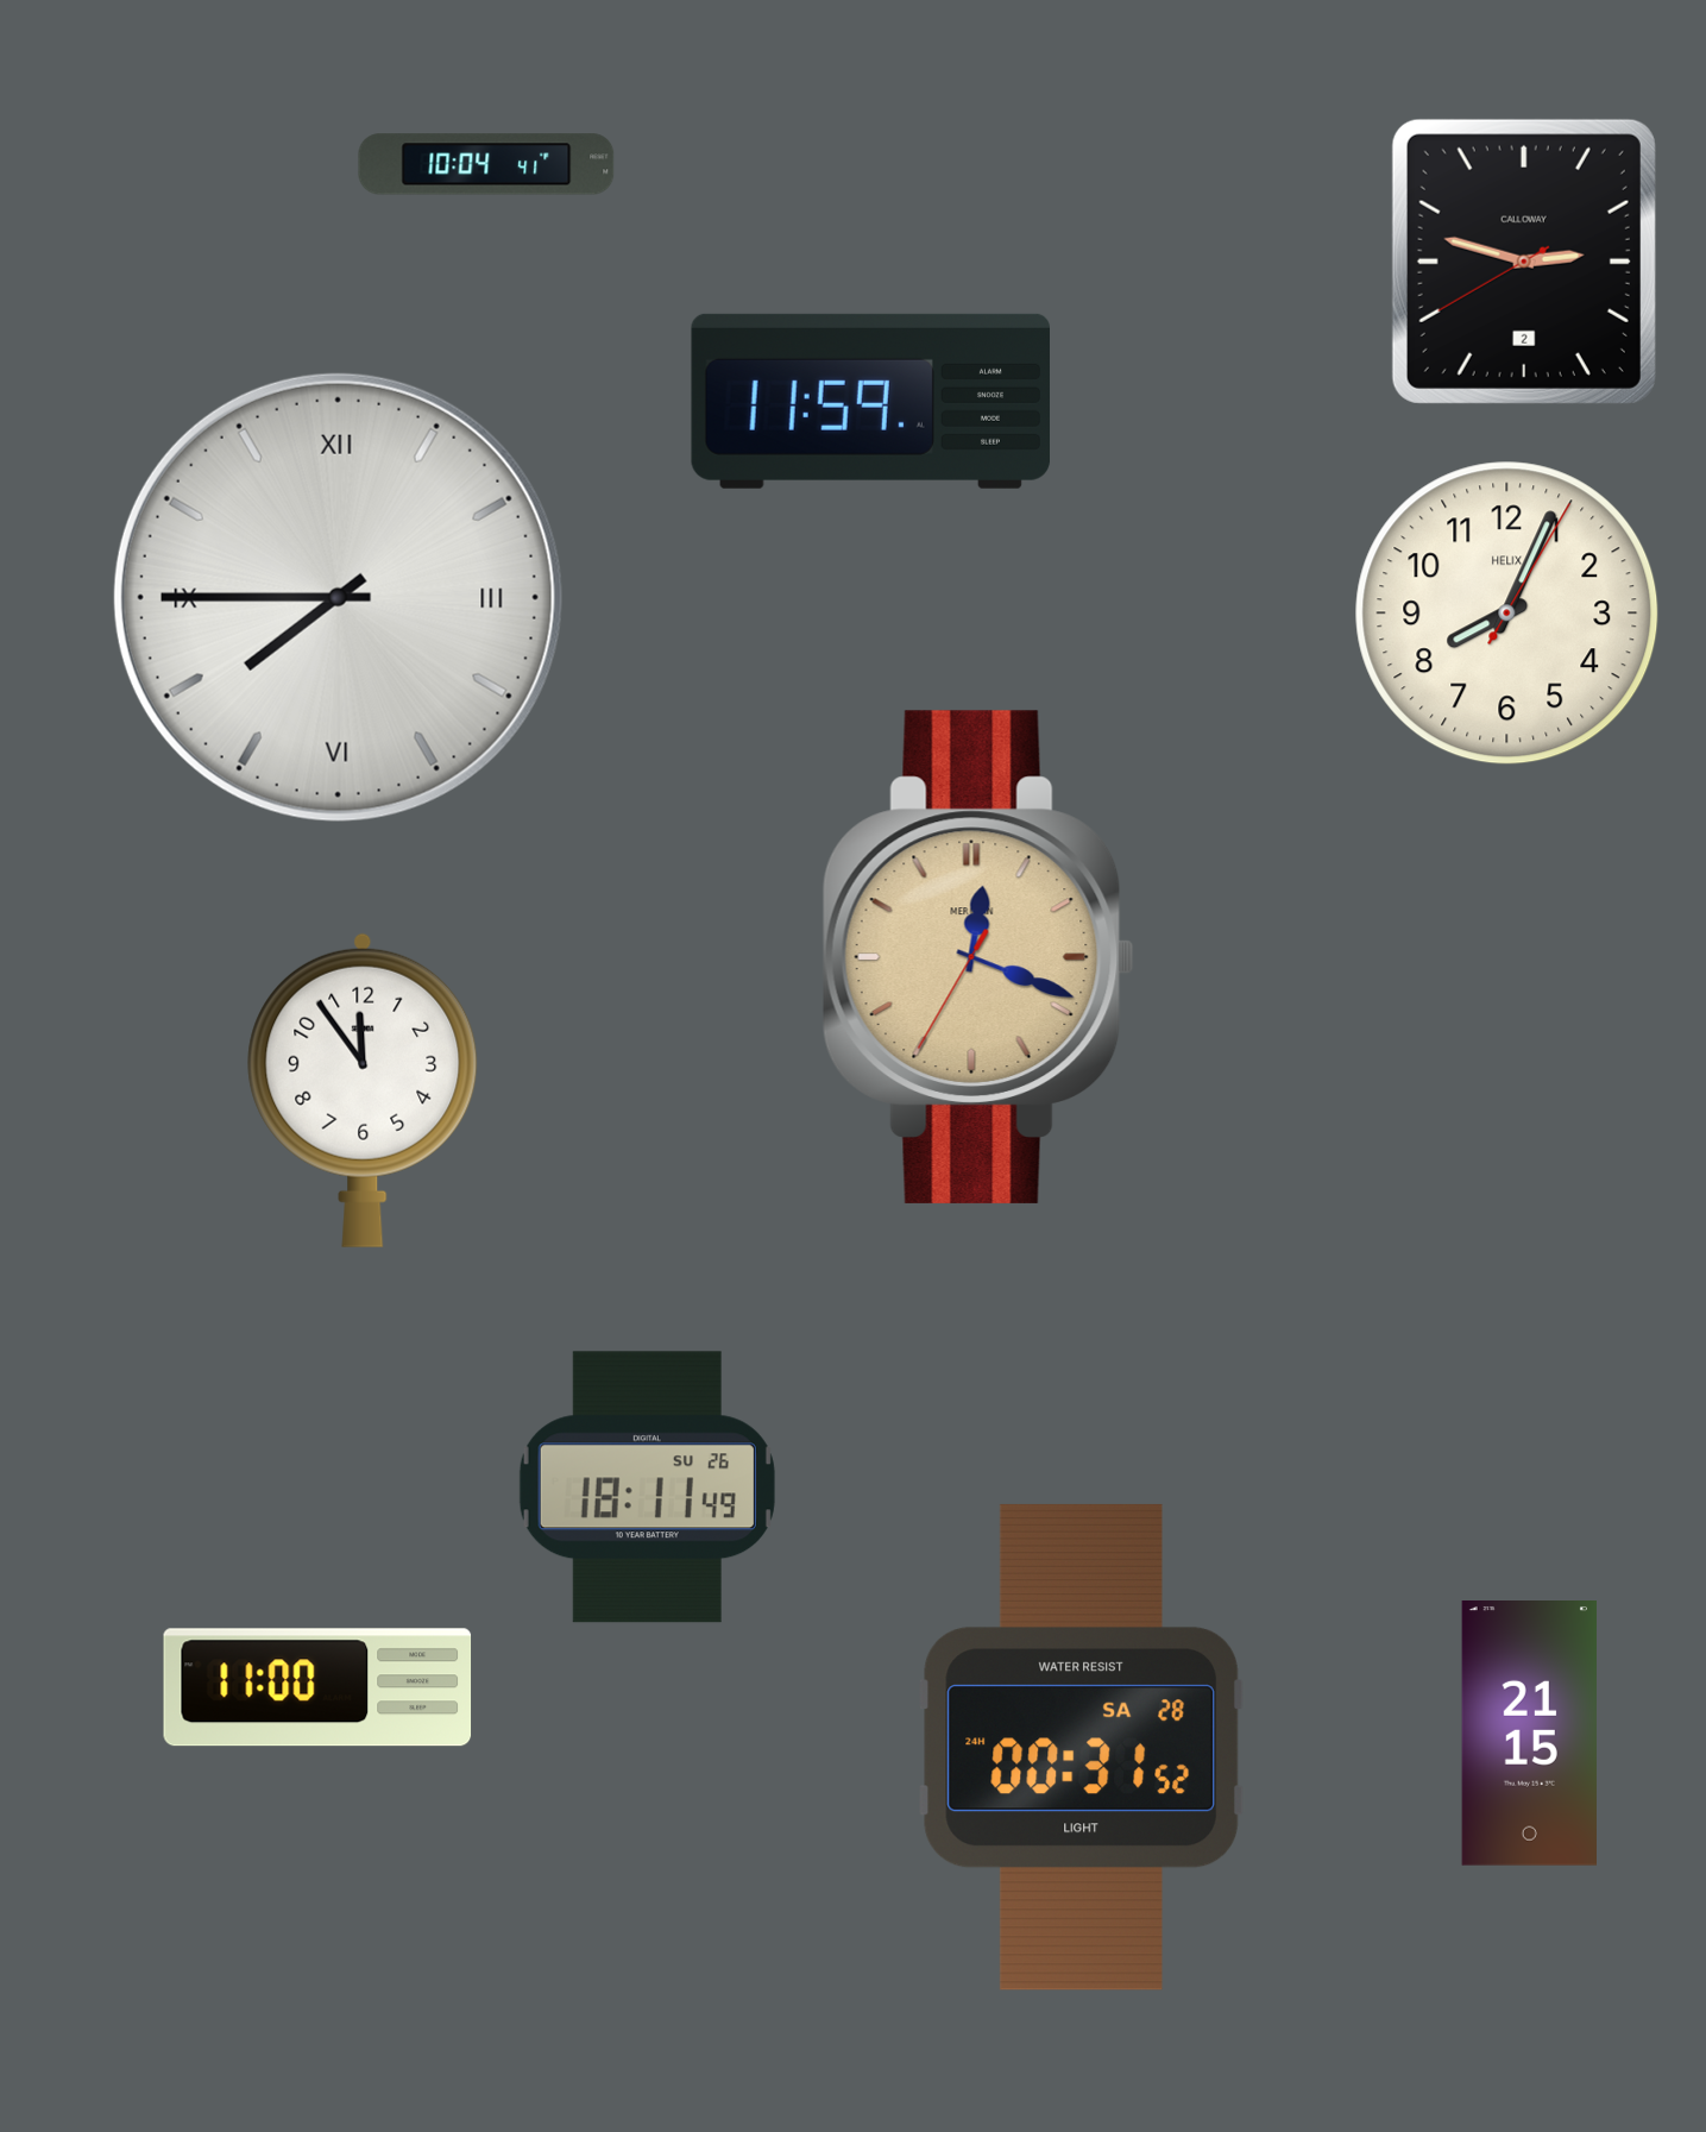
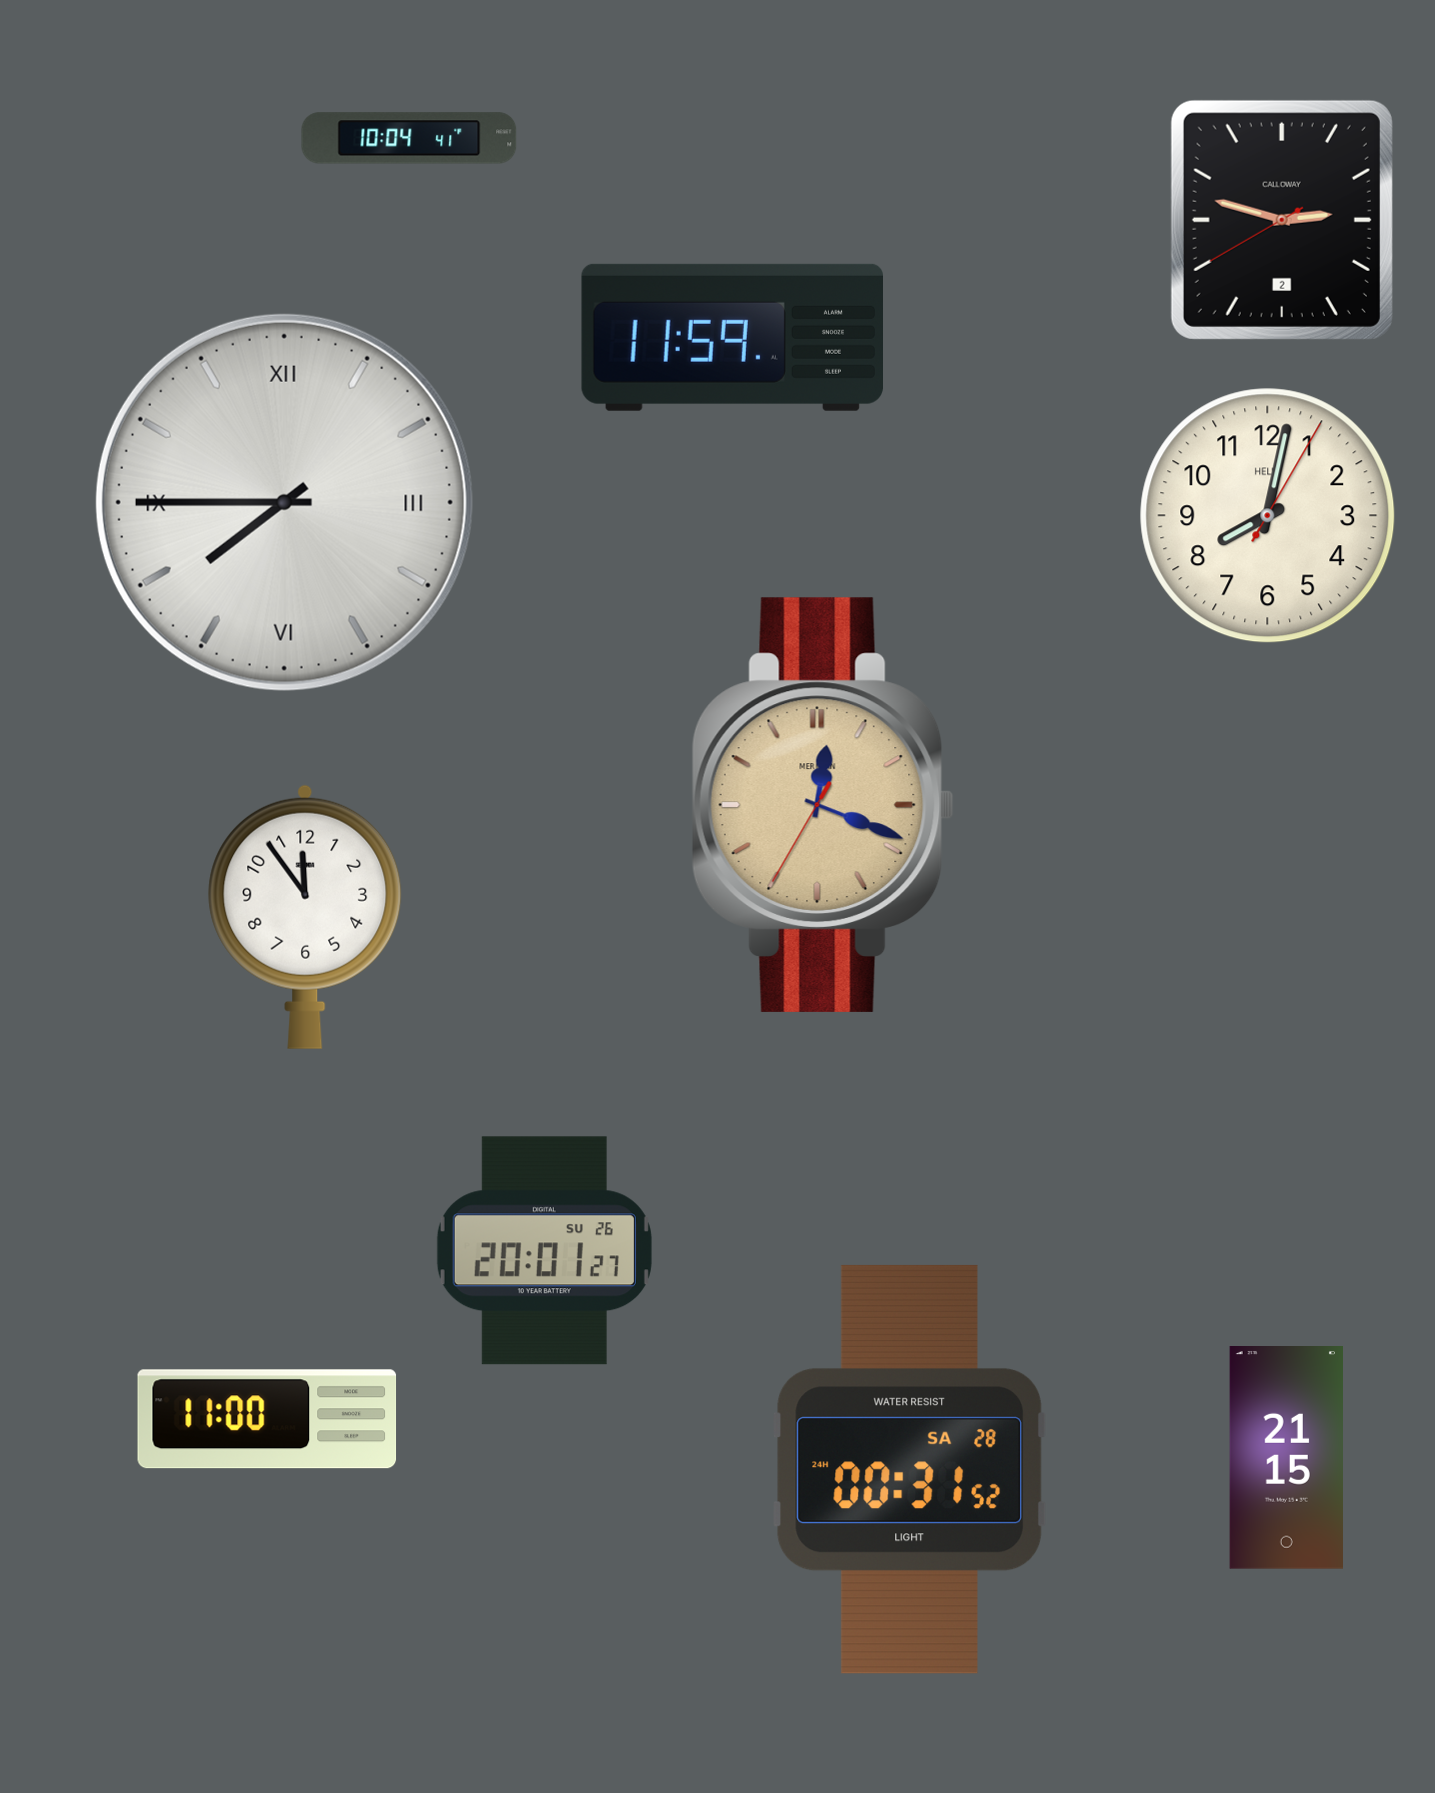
clock at (1507, 614): 8:04 -> 8:02
clock at (647, 1488): 18:11 -> 20:01
